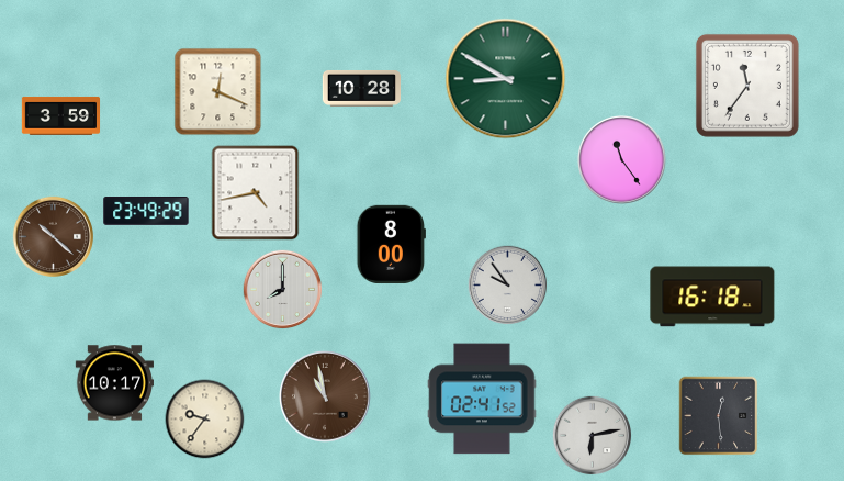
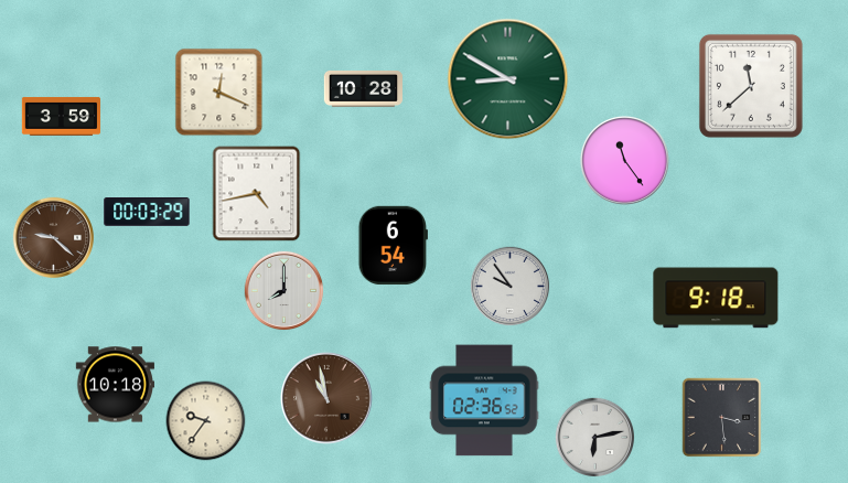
clock at (747, 86): 11:36 -> 11:38
clock at (146, 212): 23:49 -> 00:03
clock at (53, 236): 10:22 -> 9:22
clock at (391, 244): 8:00 -> 6:54
clock at (712, 297): 16:18 -> 9:18
clock at (114, 383): 10:17 -> 10:18
clock at (482, 399): 02:41 -> 02:36
clock at (719, 416): 12:29 -> 3:29
